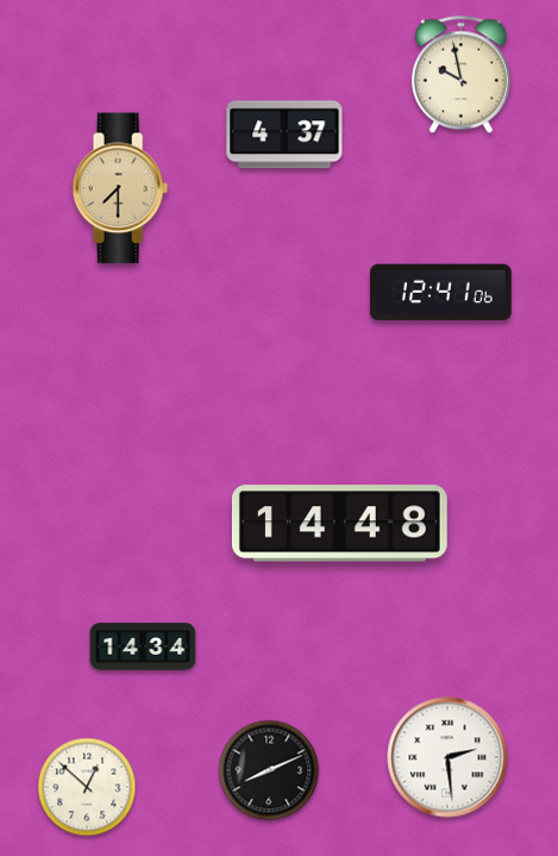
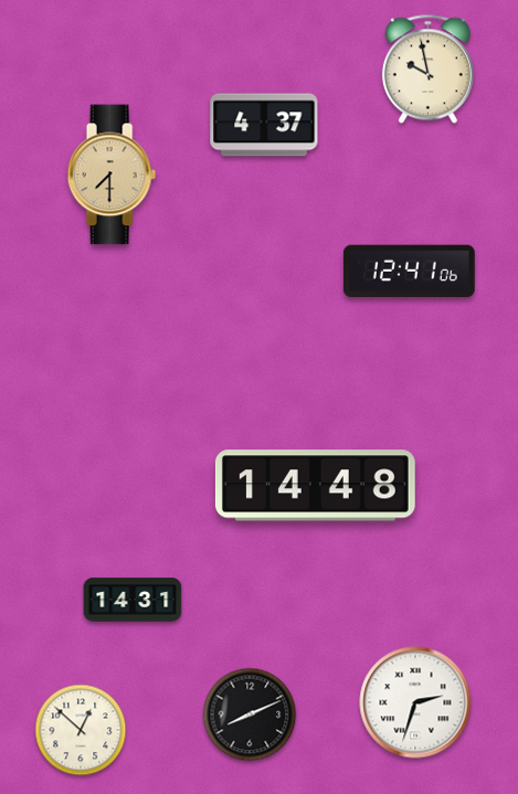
clock at (143, 646): 14:34 -> 14:31
clock at (447, 757): 2:29 -> 2:33
